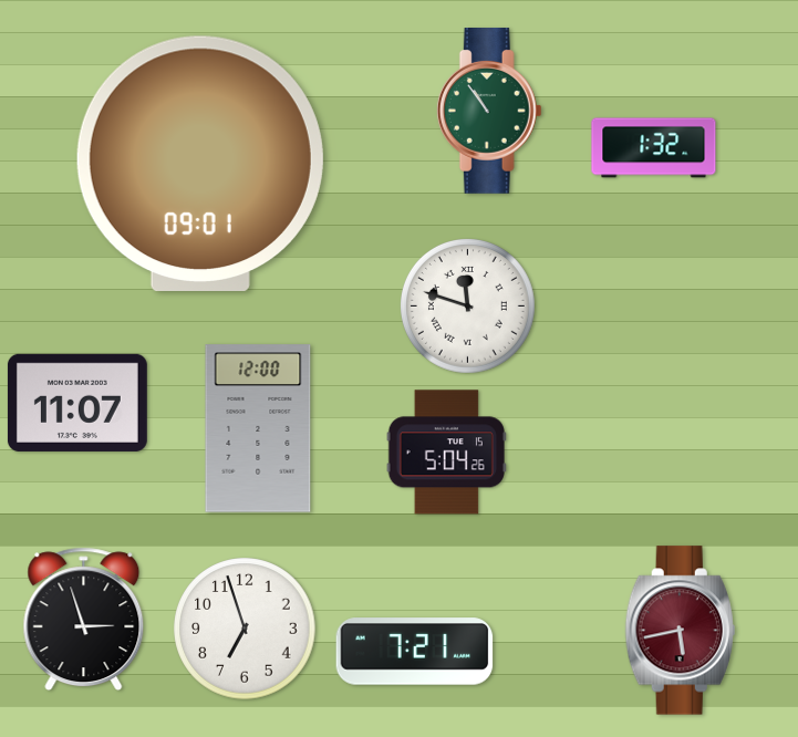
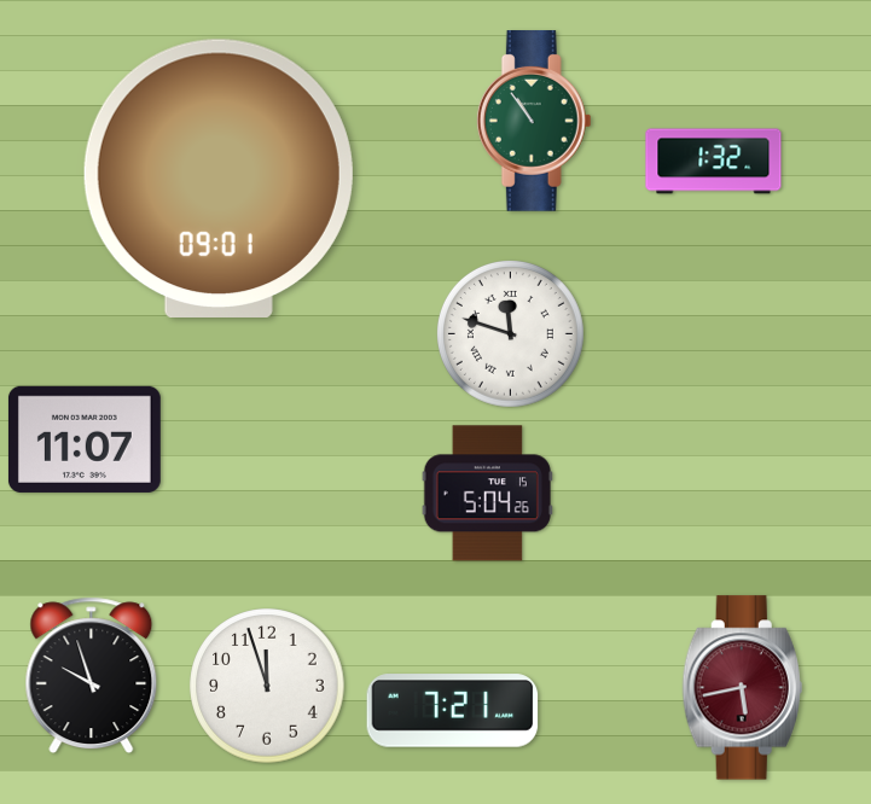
clock at (258, 428): 12:00 -> none
clock at (84, 620): 2:57 -> 9:57
clock at (245, 629): 6:57 -> 11:57
